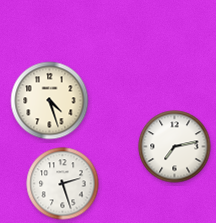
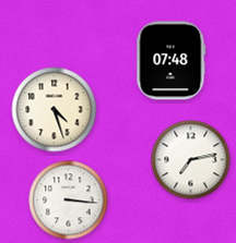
clock at (172, 61): none -> 07:48
clock at (63, 184): 2:27 -> 3:16
